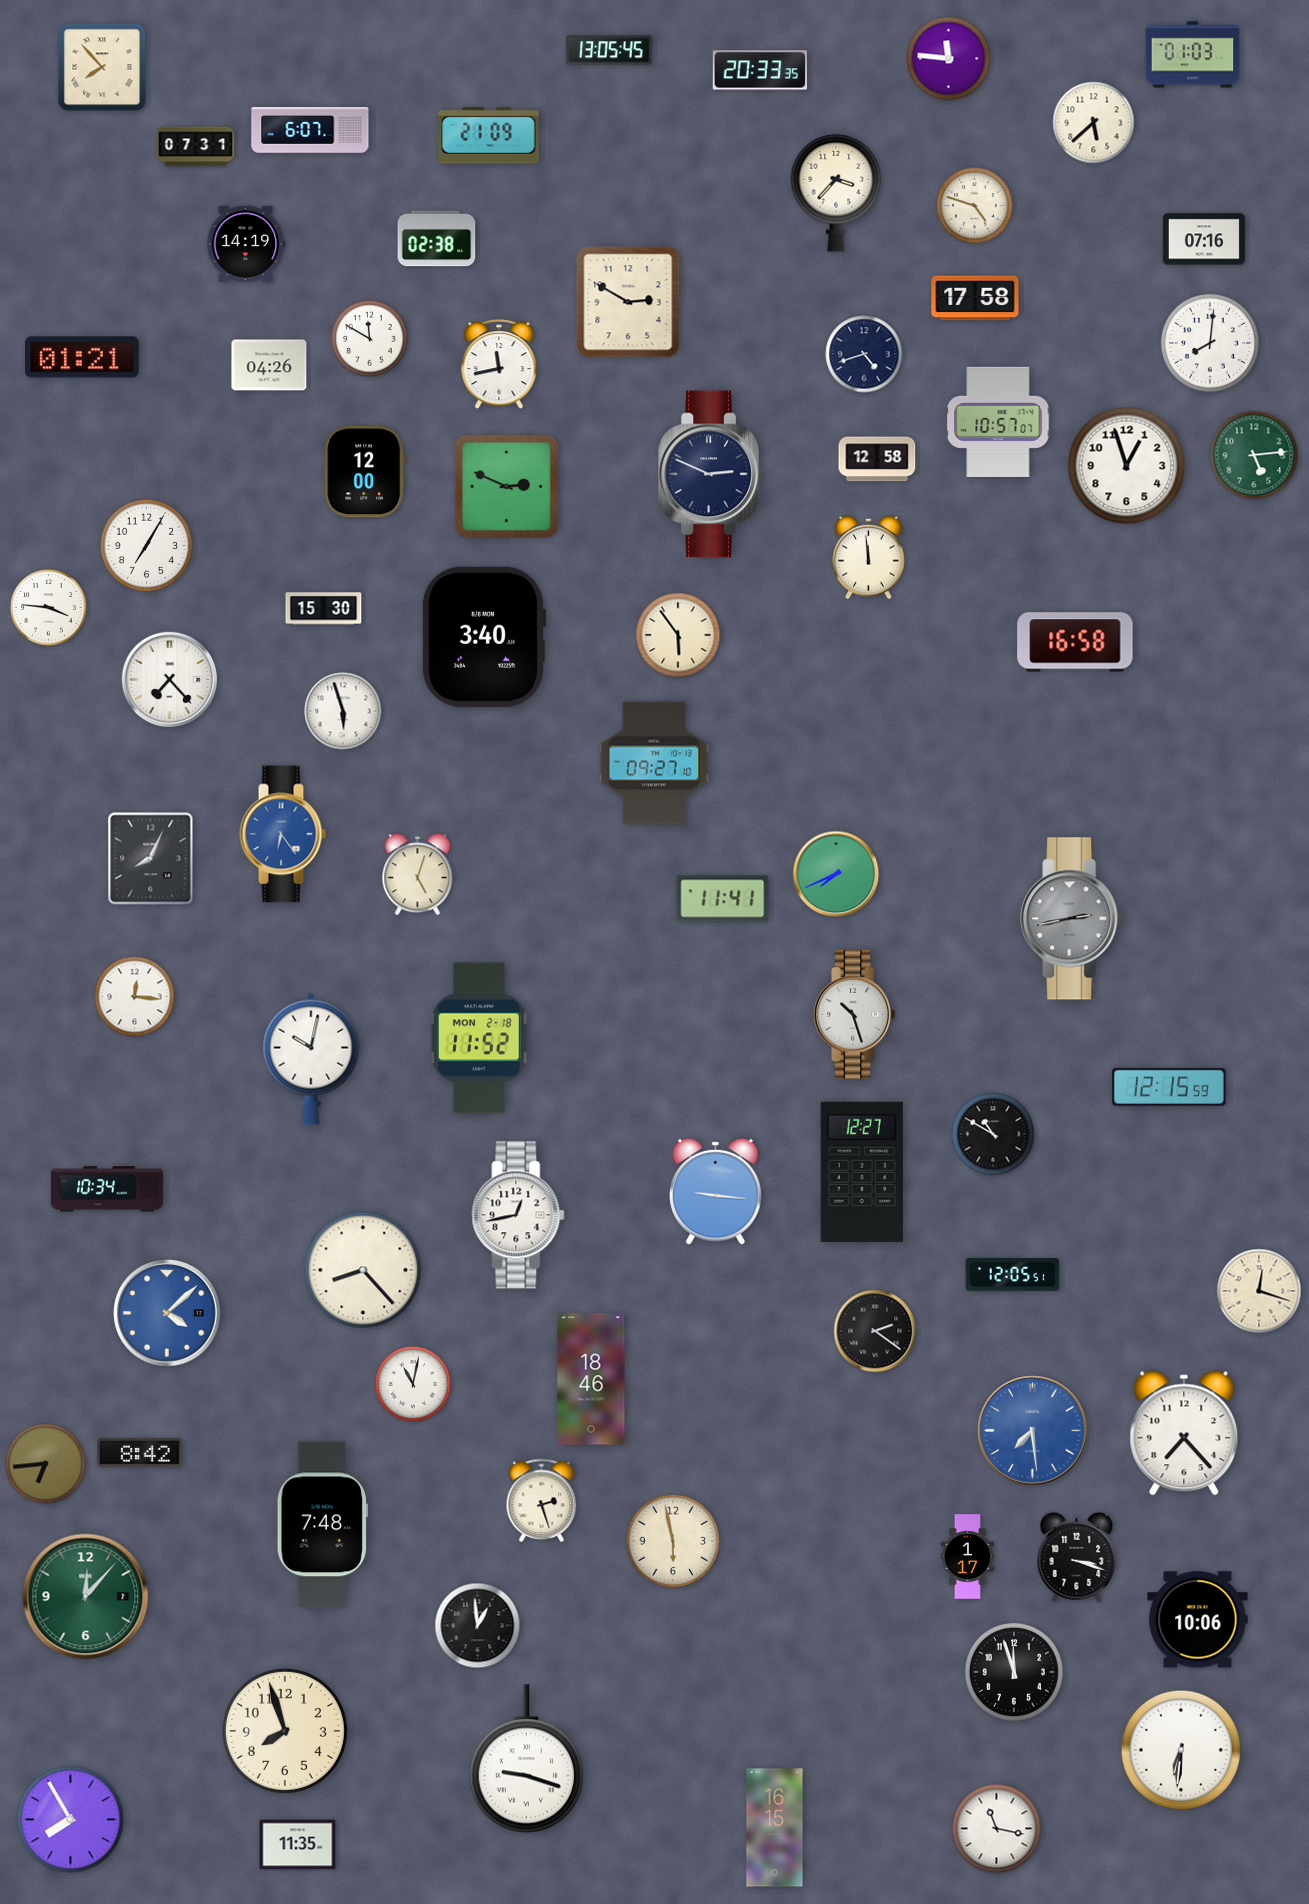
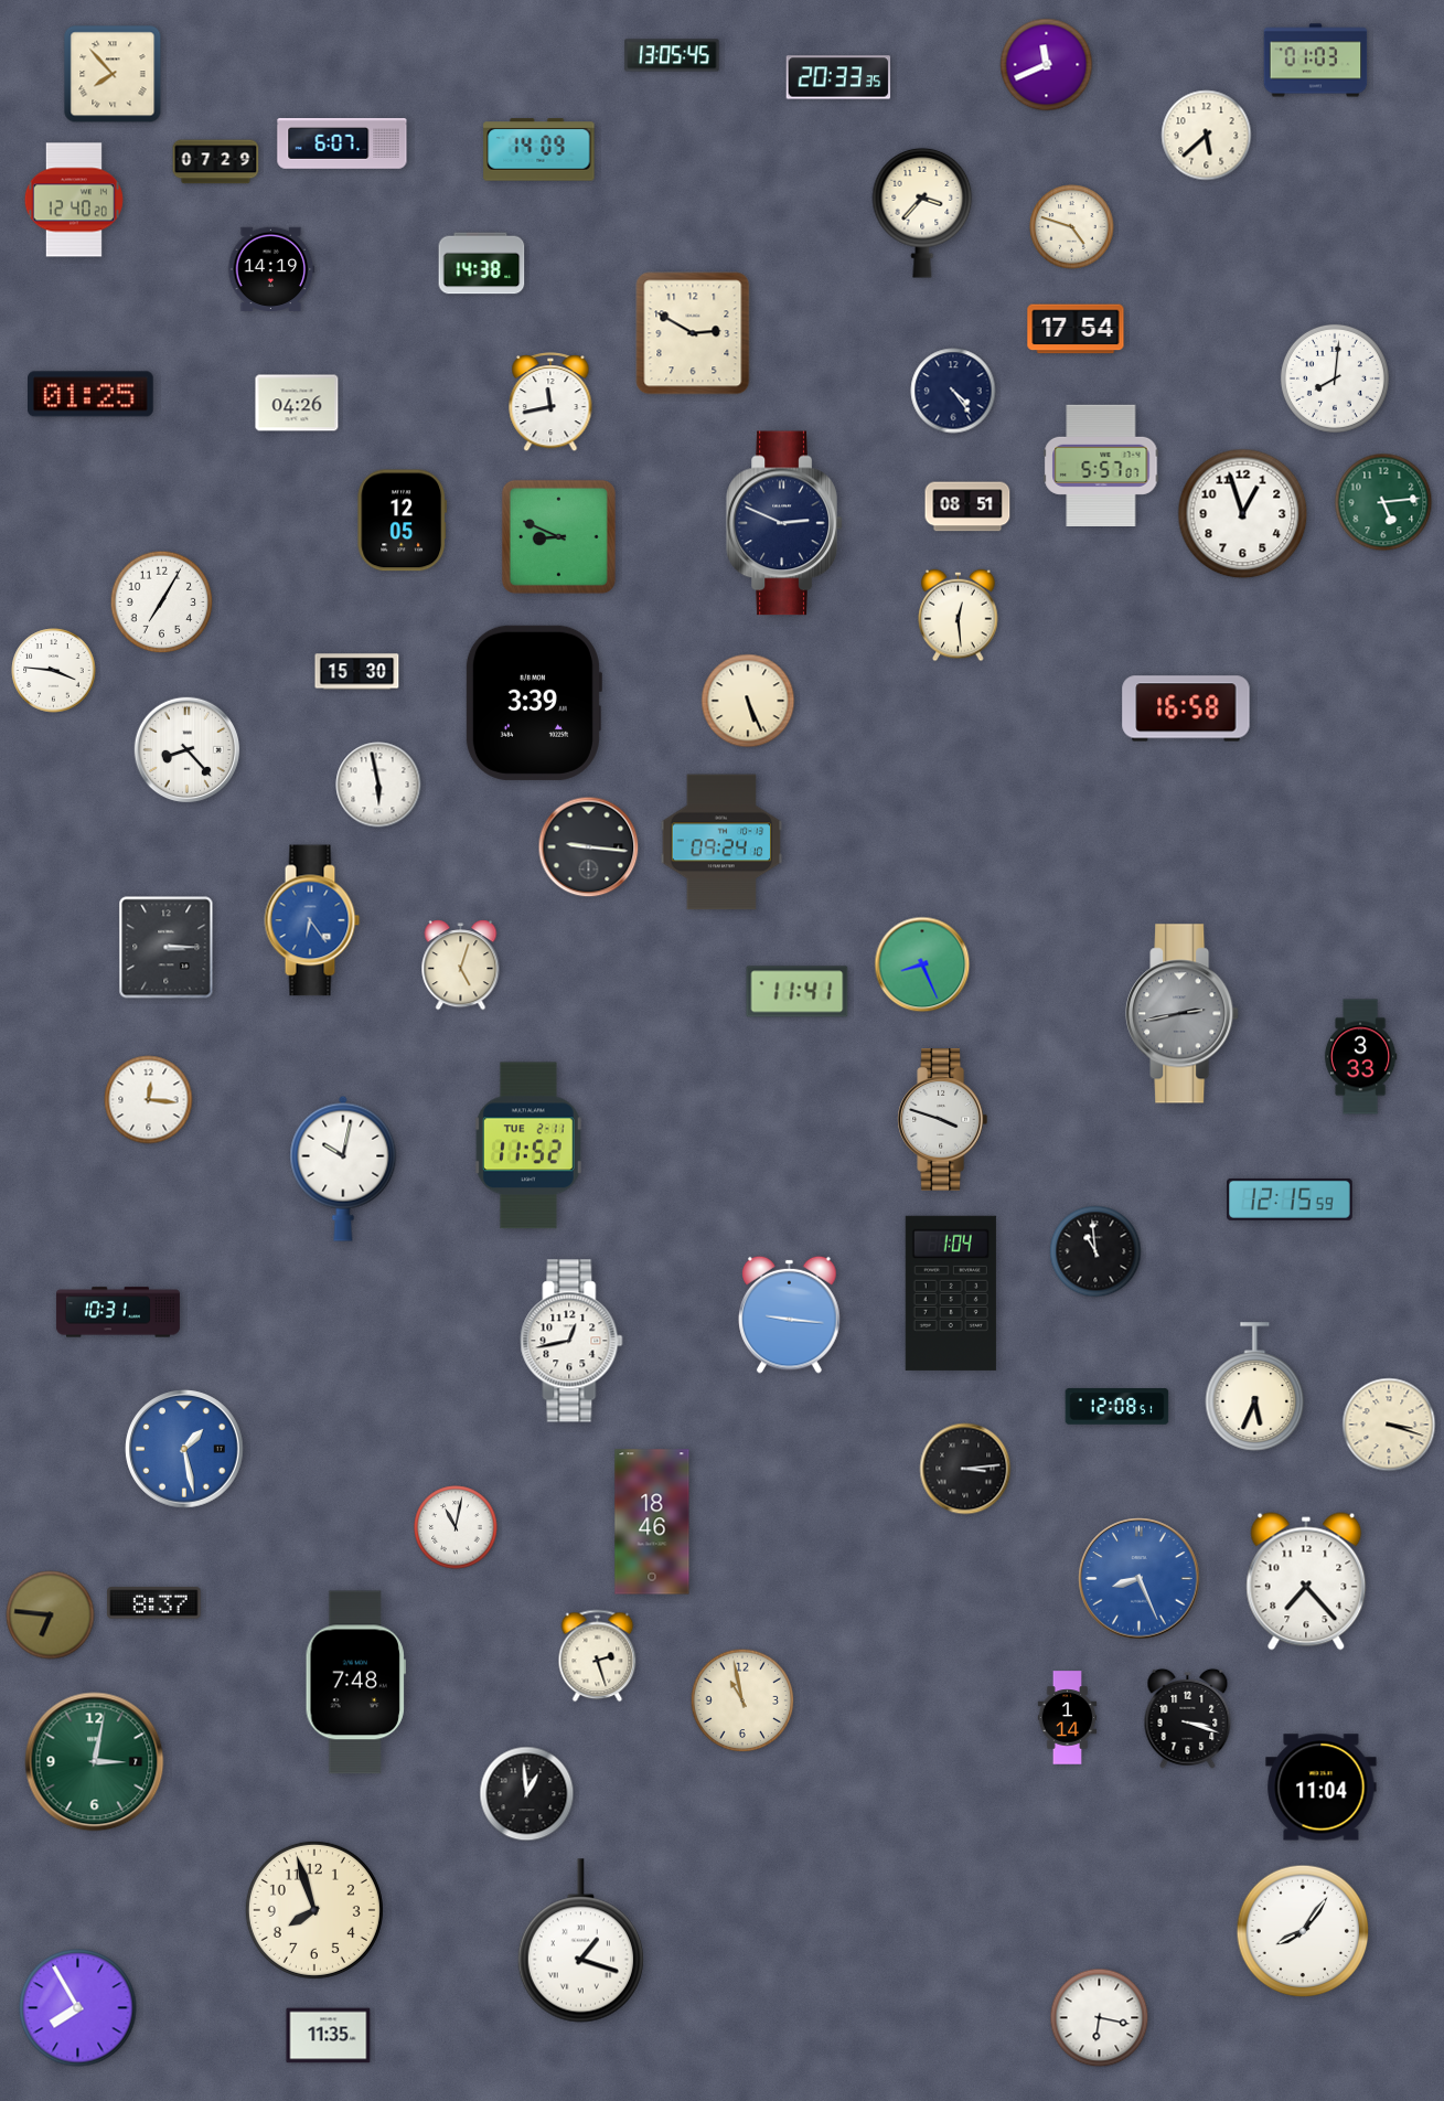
clock at (949, 59): 11:46 -> 11:41
clock at (489, 136): 21:09 -> 14:09
clock at (196, 147): 07:31 -> 07:29
clock at (74, 200): none -> 12:40
clock at (975, 206) position: (975, 206) -> (1072, 227)
clock at (437, 239): 02:38 -> 14:38
clock at (1204, 239): 07:16 -> none
clock at (975, 298): 17:58 -> 17:54
clock at (370, 339): 11:50 -> none
clock at (864, 354): 4:42 -> 4:24
clock at (83, 357): 01:21 -> 01:25
clock at (998, 422): 10:57 -> 5:57
clock at (877, 459): 12:58 -> 08:51
clock at (365, 472): 12:00 -> 12:05
clock at (506, 486): 2:49 -> 8:49
clock at (869, 558): 11:59 -> 12:29
clock at (678, 635): 5:54 -> 5:26
clock at (483, 637): 3:40 -> 3:39
clock at (170, 680): 7:23 -> 8:23
clock at (343, 711): 5:57 -> 5:58
clock at (654, 763): 09:27 -> 09:24
clock at (589, 847): none -> 9:16
clock at (151, 859): 8:04 -> 3:15
clock at (836, 874): 7:41 -> 8:26
clock at (1360, 1057): none -> 3:33
clock at (854, 1015): 10:27 -> 3:48
clock at (479, 1038) date: MON 2-18 -> TUE 2-11
clock at (993, 1134): 10:50 -> 10:59
clock at (862, 1172): 12:27 -> 1:04
clock at (107, 1189): 10:34 -> 10:31
clock at (1255, 1387): none -> 5:34
clock at (363, 1270): 8:23 -> none
clock at (1013, 1275): 12:05 -> 12:08
clock at (1259, 1291): 12:18 -> 3:18
clock at (167, 1313): 4:08 -> 1:28
clock at (875, 1331): 2:21 -> 3:14
clock at (1033, 1431): 7:29 -> 8:26
clock at (140, 1453): 8:42 -> 8:37
clock at (46, 1464): 6:44 -> 6:46
clock at (673, 1541): 5:58 -> 10:58
clock at (968, 1557): 1:17 -> 1:14
clock at (86, 1597): 12:07 -> 3:02
clock at (1198, 1620): 10:06 -> 11:04
clock at (1014, 1672): 11:57 -> none
clock at (1181, 1750): 6:31 -> 8:06
clock at (526, 1759): 9:18 -> 1:18
clock at (775, 1828): 16:15 -> none
clock at (997, 1829): 11:17 -> 6:17
